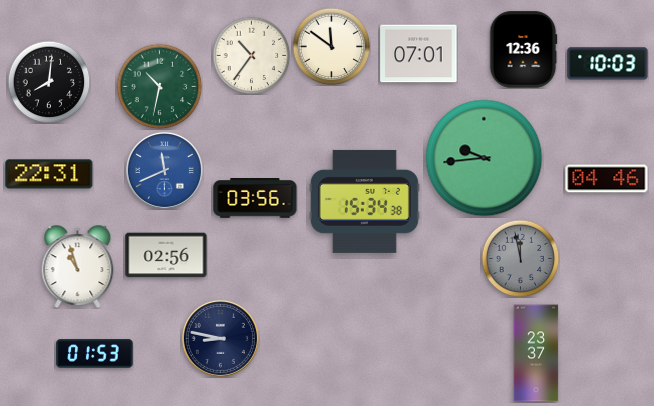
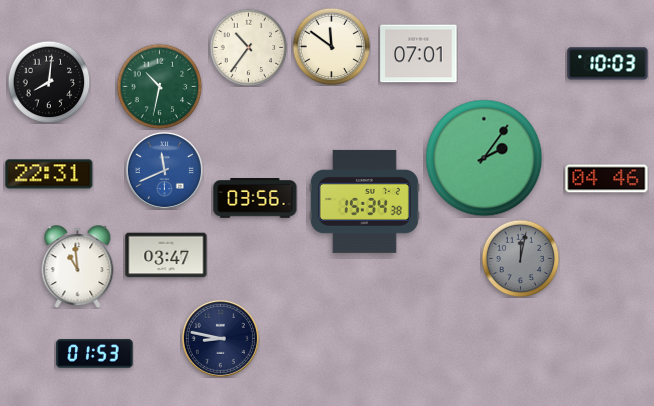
clock at (523, 50): 12:36 -> none
clock at (251, 55) position: (251, 55) -> (248, 47)
clock at (484, 158): 9:44 -> 2:06
clock at (166, 255): 02:56 -> 03:47
clock at (520, 258): 11:58 -> 12:02
clock at (78, 267): 10:57 -> 10:59
clock at (536, 353): 23:37 -> none
